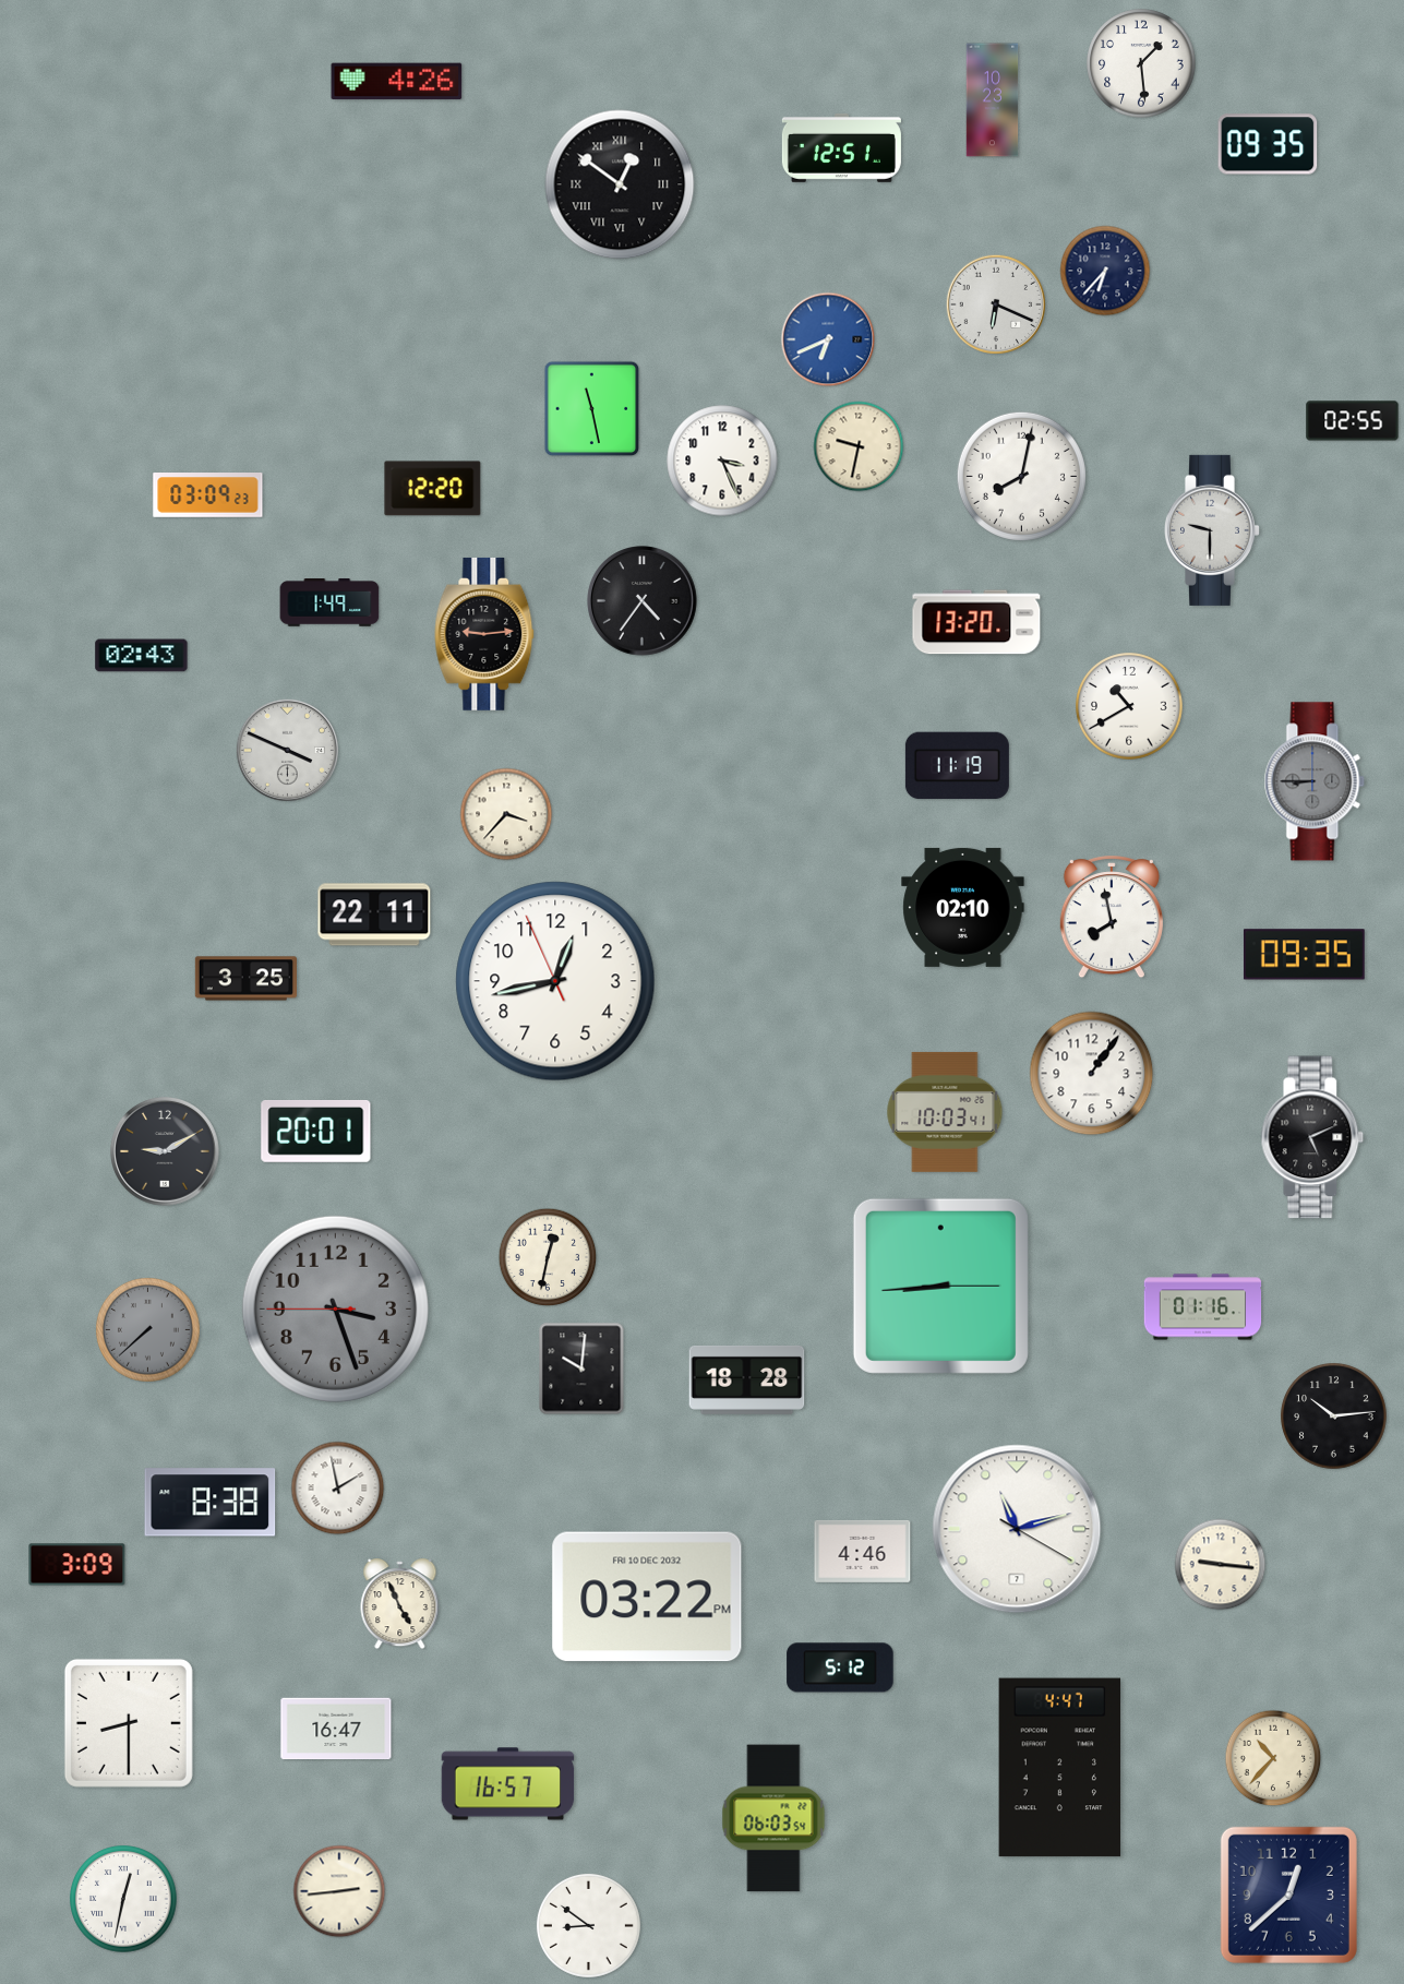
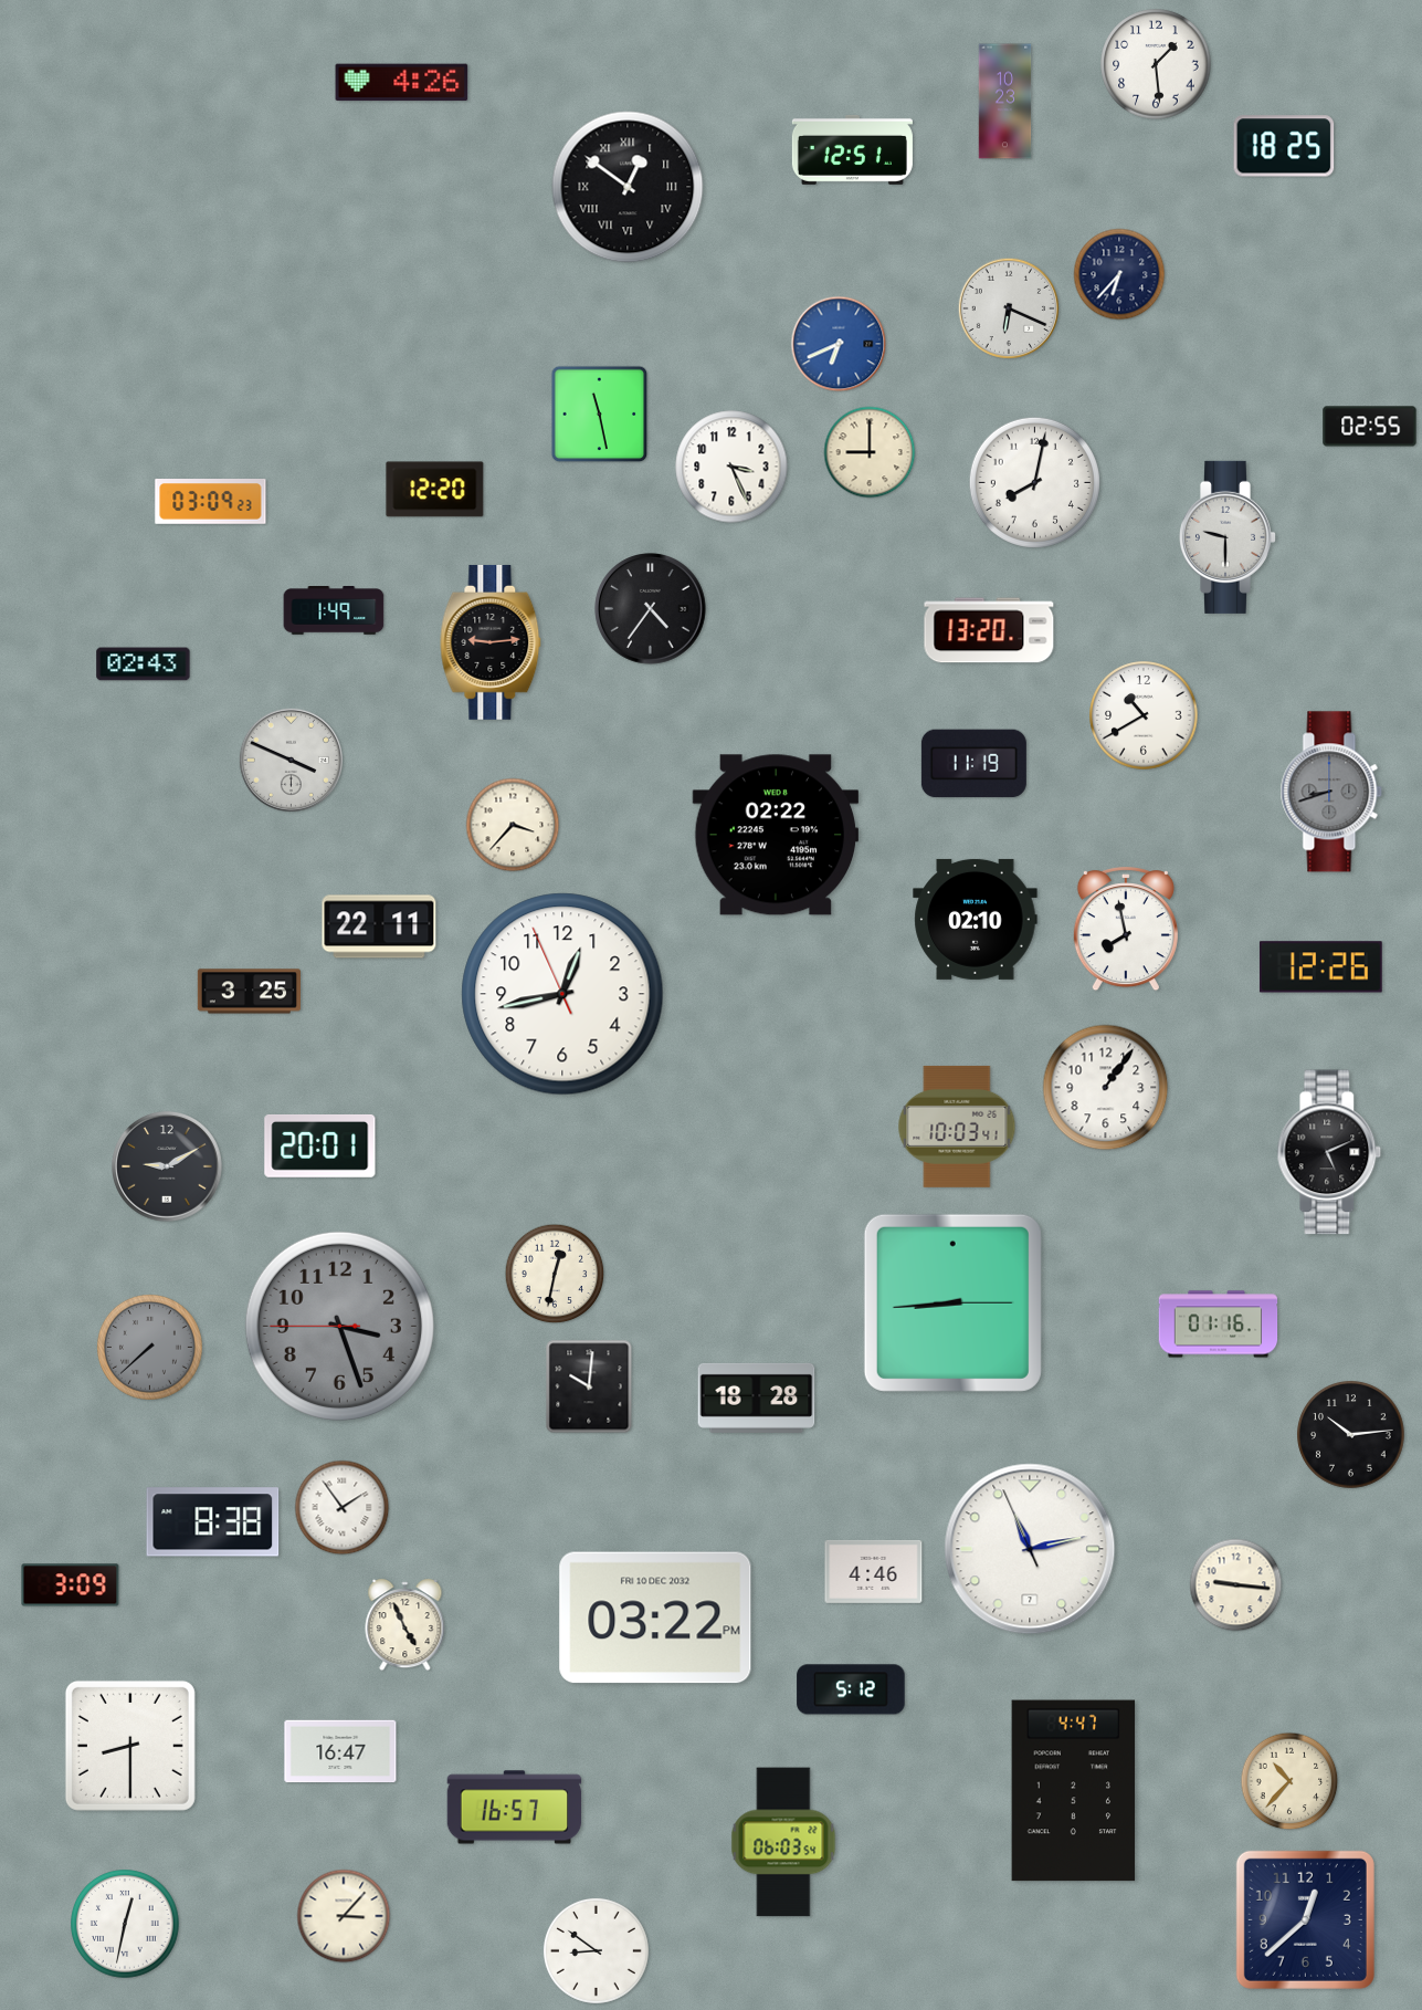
clock at (1268, 144): 09:35 -> 18:25
clock at (859, 446): 9:32 -> 9:00
clock at (433, 489) position: (433, 489) -> (435, 490)
clock at (957, 766) position: (957, 766) -> (973, 764)
clock at (1315, 781): 8:45 -> 8:42
clock at (775, 835): none -> 02:22
clock at (1304, 955): 09:35 -> 12:26
clock at (338, 1489): 1:58 -> 1:54
clock at (1017, 1529): 11:12:20 -> 11:12:56
clock at (77, 1565) position: (77, 1565) -> (71, 1585)
clock at (339, 1891): 2:44 -> 3:07
